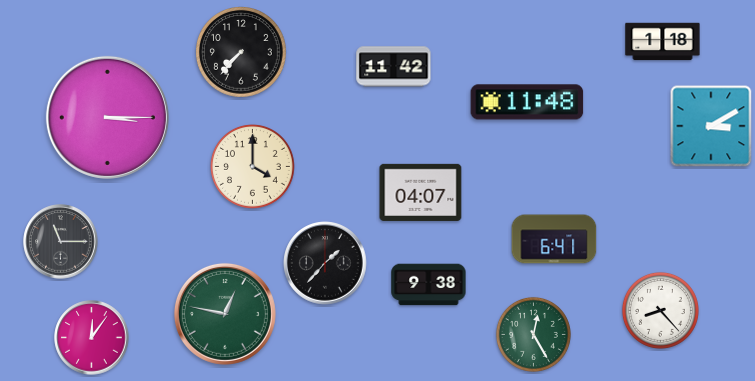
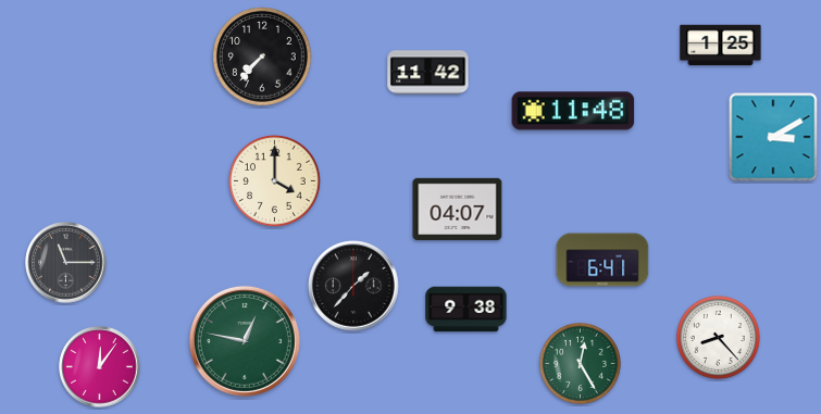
clock at (663, 42): 1:18 -> 1:25
clock at (107, 117): 3:15 -> none
